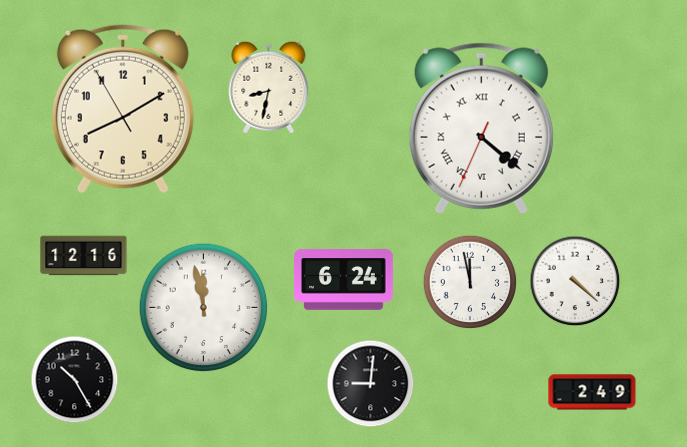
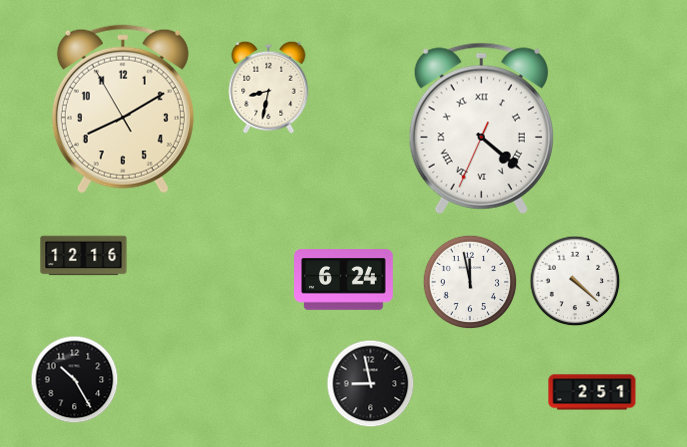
clock at (204, 308): 11:58 -> none
clock at (371, 384): 9:01 -> 8:58
clock at (592, 392): 2:49 -> 2:51
